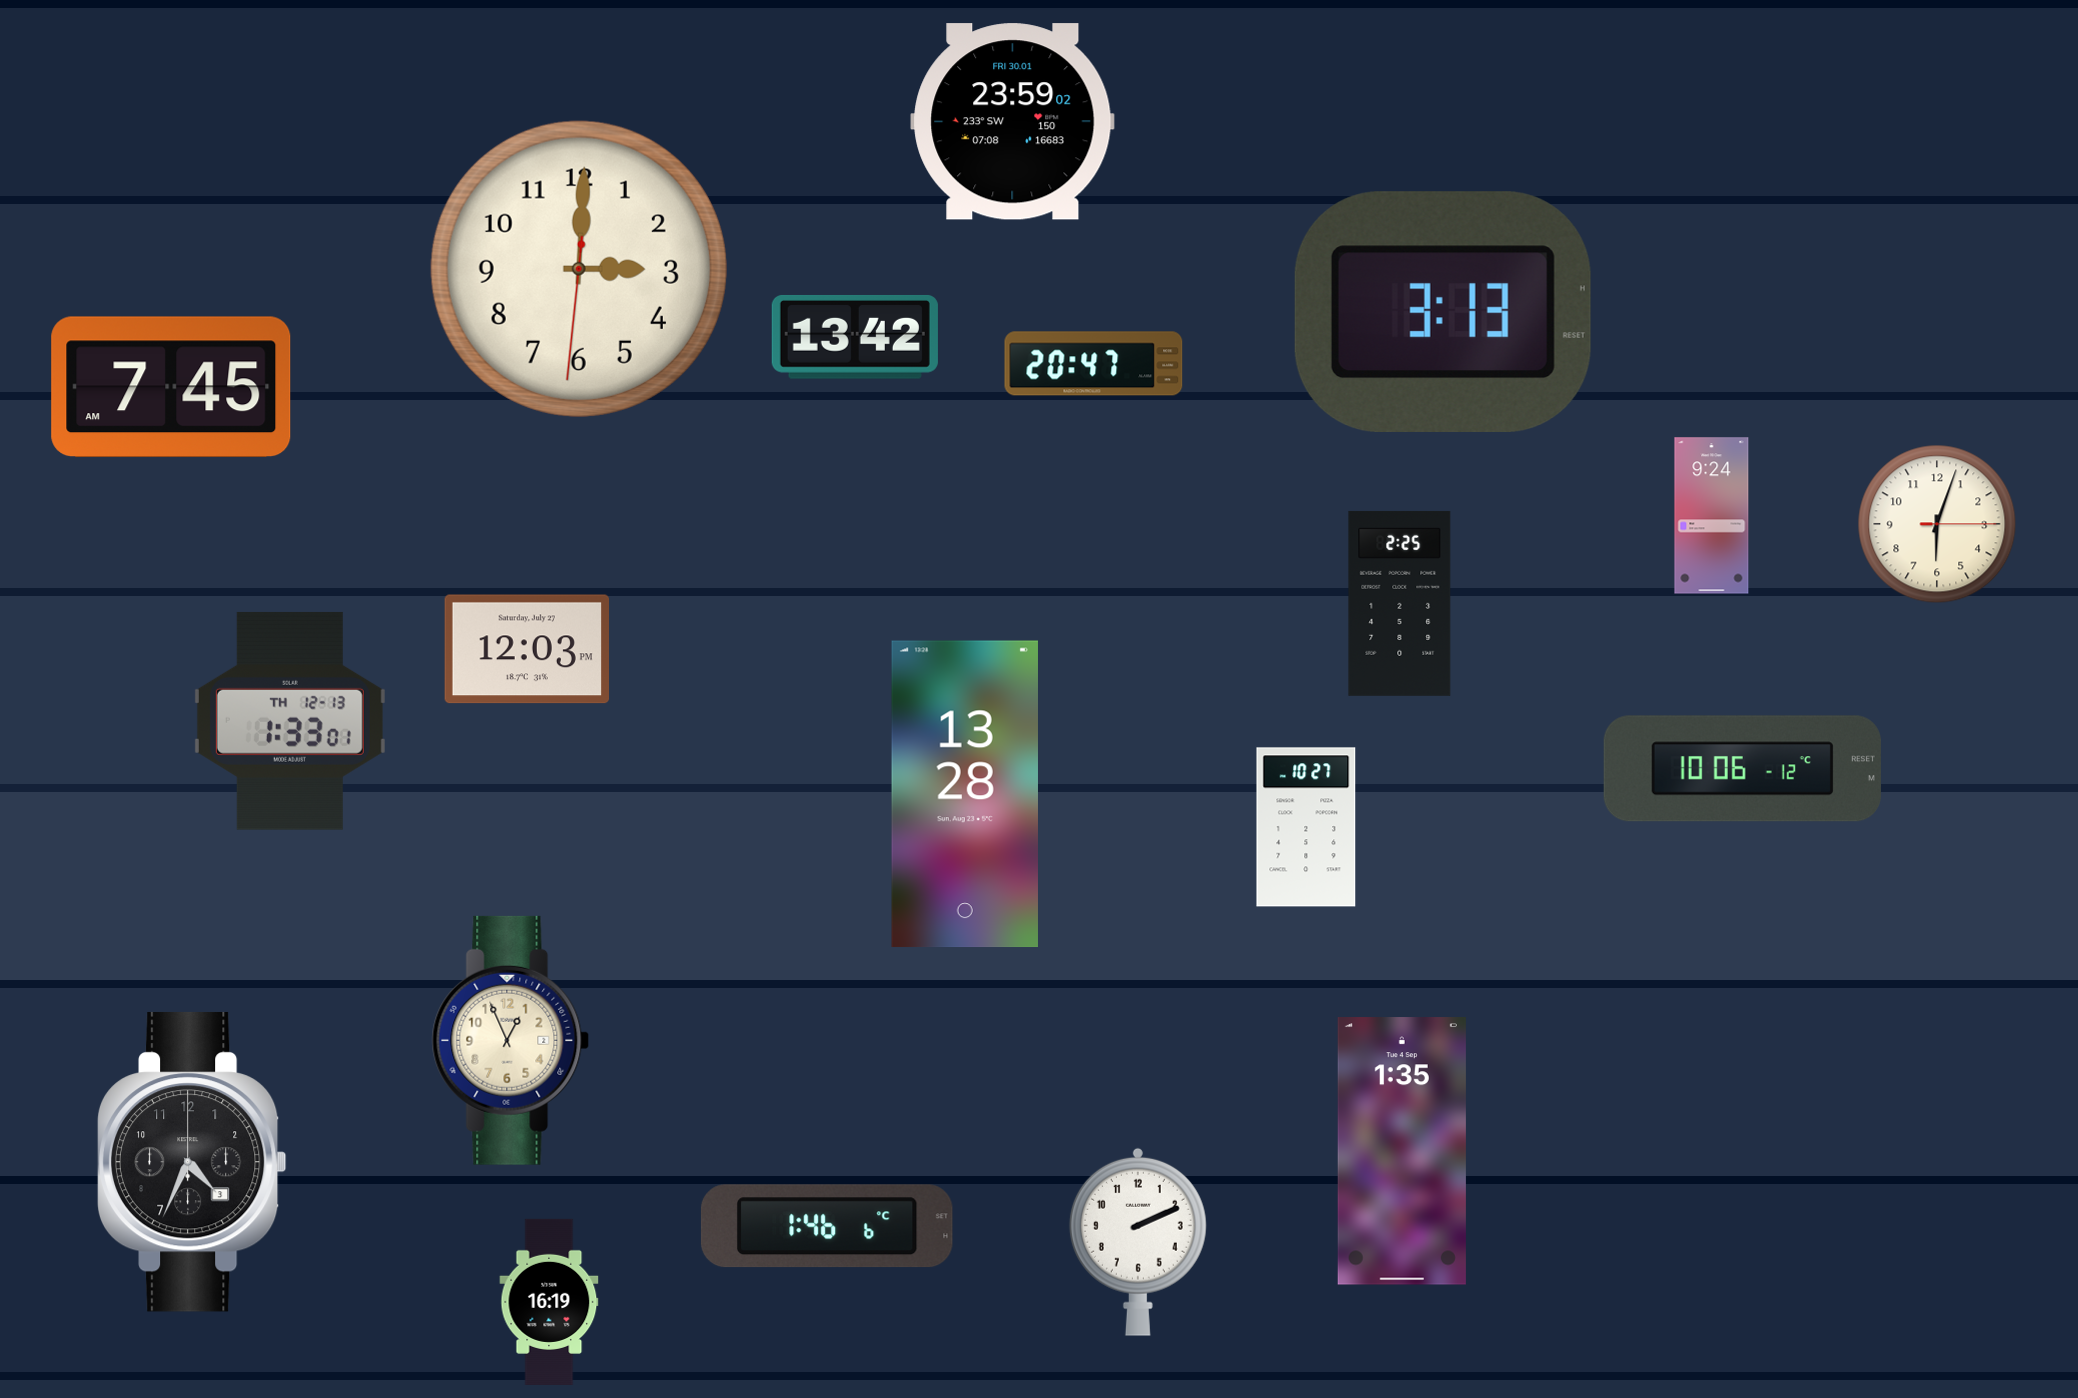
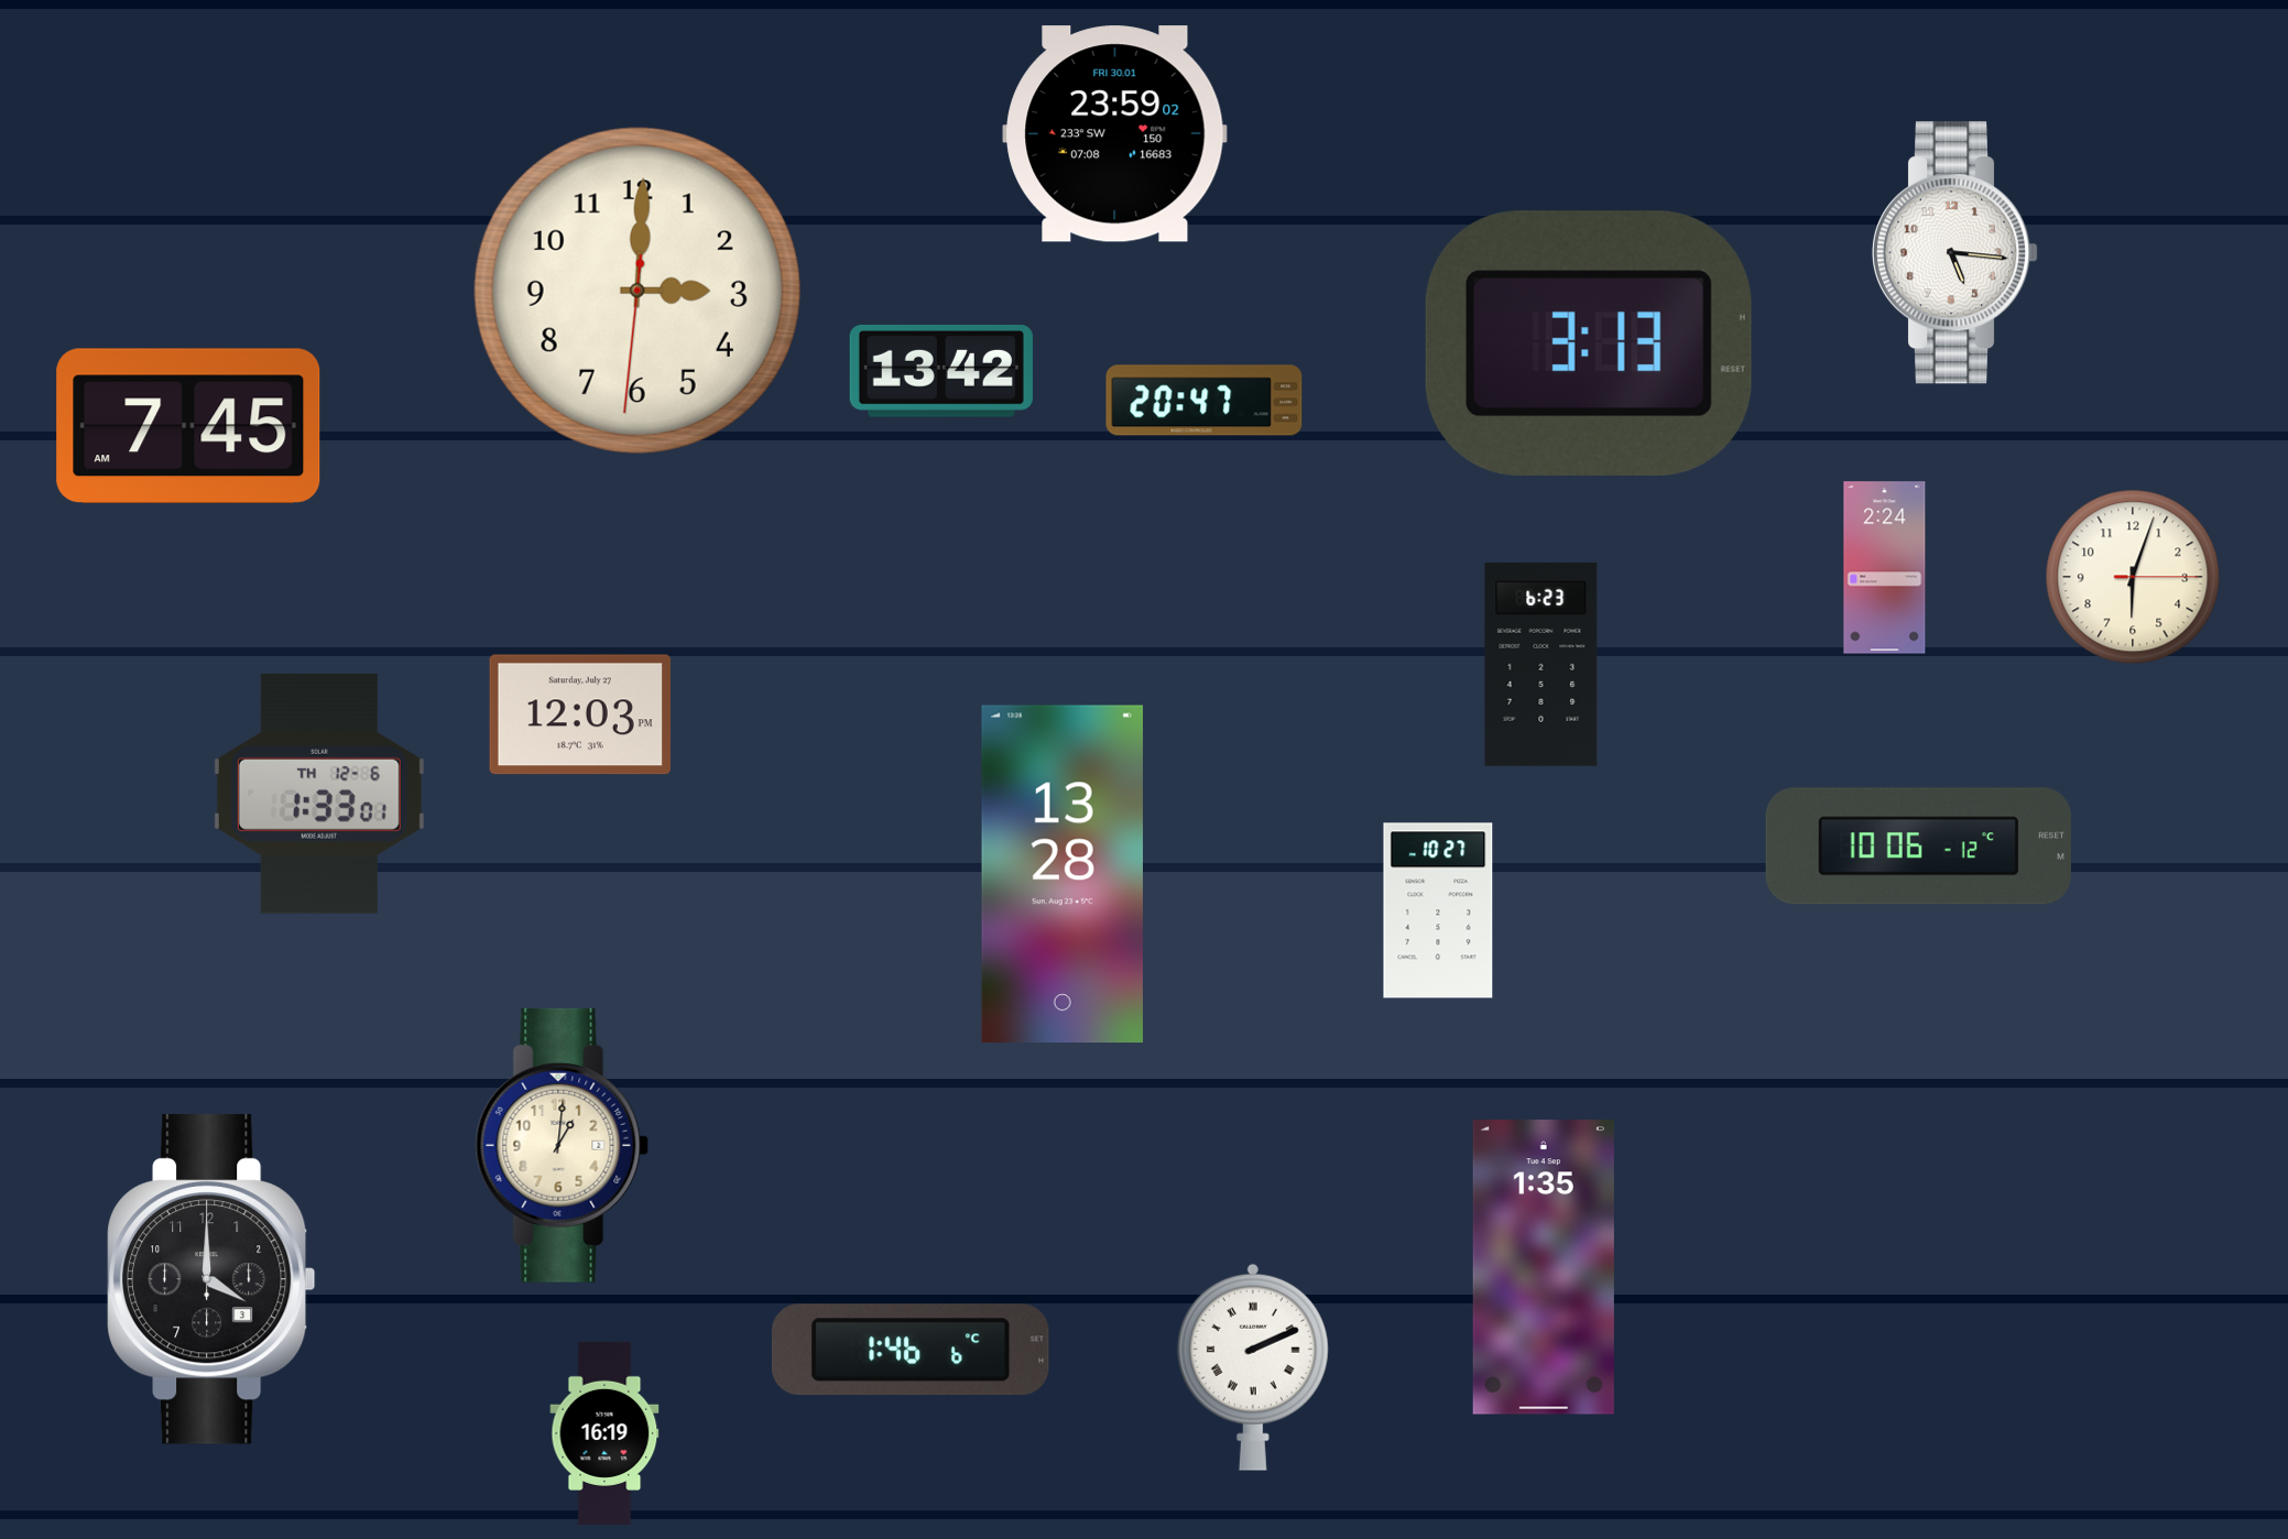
clock at (1955, 253): none -> 5:16
clock at (579, 269) position: (579, 269) -> (638, 291)
clock at (1712, 516): 9:24 -> 2:24
clock at (1400, 603): 2:25 -> 6:23
clock at (290, 721) date: TH 12-13 -> TH 12-6
clock at (511, 1040): 12:56 -> 1:01
clock at (192, 1162): 4:34 -> 4:00
clock at (1138, 1242) numerals: Arabic -> Roman
